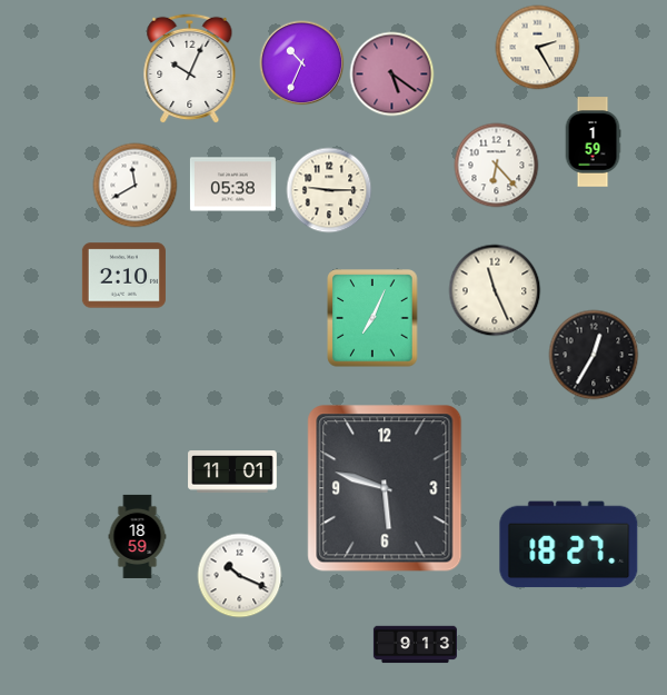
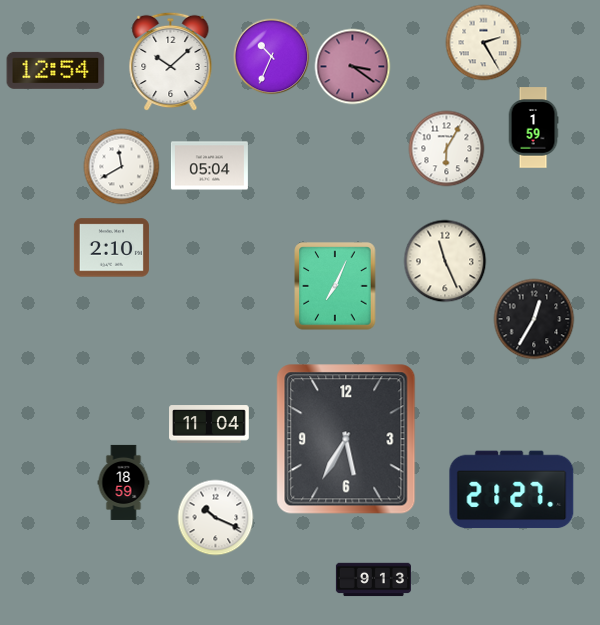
clock at (190, 69): 10:04 -> 10:08
clock at (392, 75): 5:21 -> 3:21
clock at (56, 70): none -> 12:54
clock at (497, 166): 6:23 -> 6:05
clock at (232, 185): 05:38 -> 05:04
clock at (329, 190): 9:15 -> none
clock at (232, 471): 11:01 -> 11:04
clock at (385, 488): 5:48 -> 5:35
clock at (569, 545): 18:27 -> 21:27
